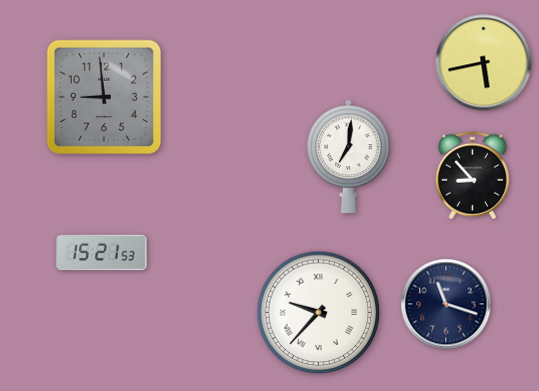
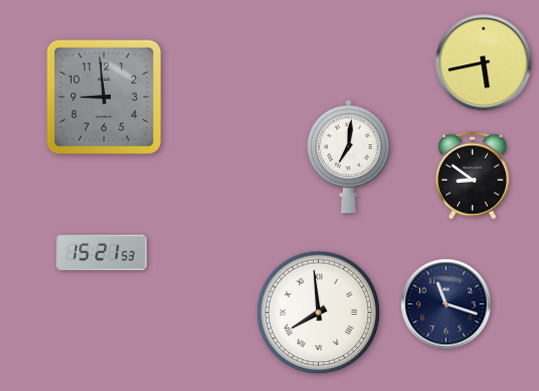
clock at (472, 176): 8:53 -> 8:51
clock at (319, 313): 9:37 -> 7:59
